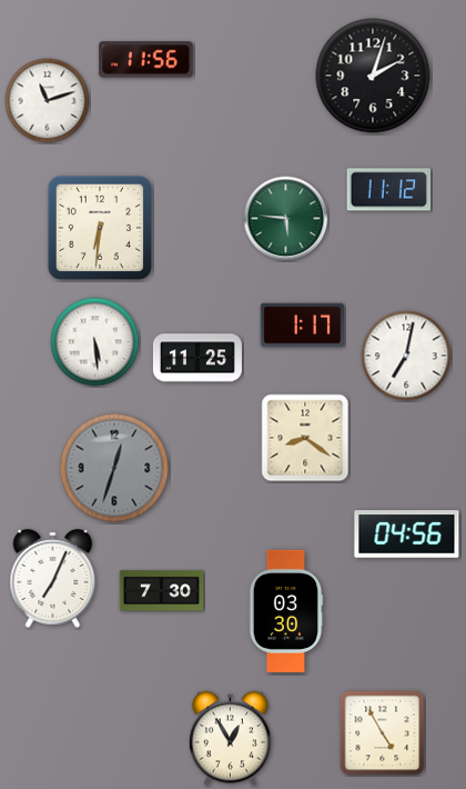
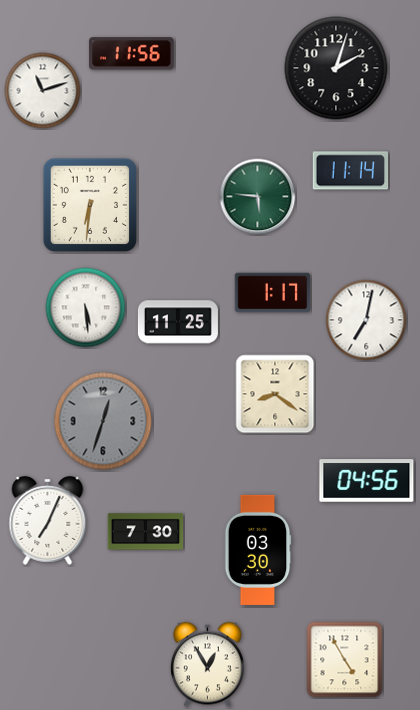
clock at (389, 190): 11:12 -> 11:14
